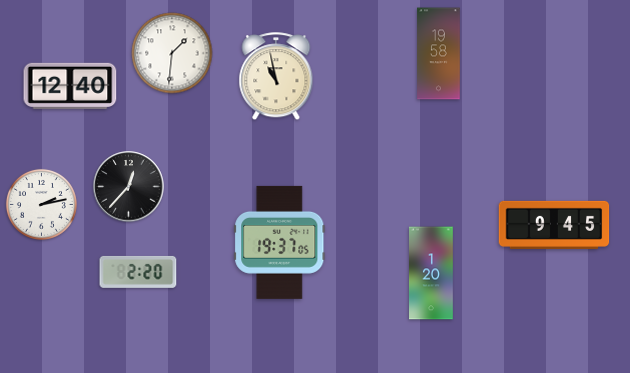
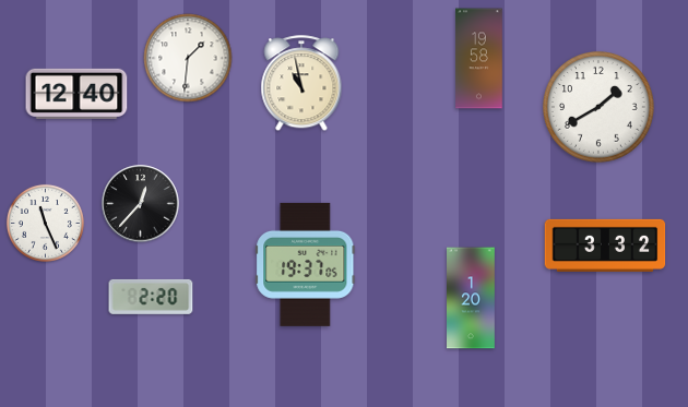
clock at (600, 108): none -> 1:40
clock at (41, 204): 2:13 -> 11:26
clock at (554, 225): 9:45 -> 3:32
